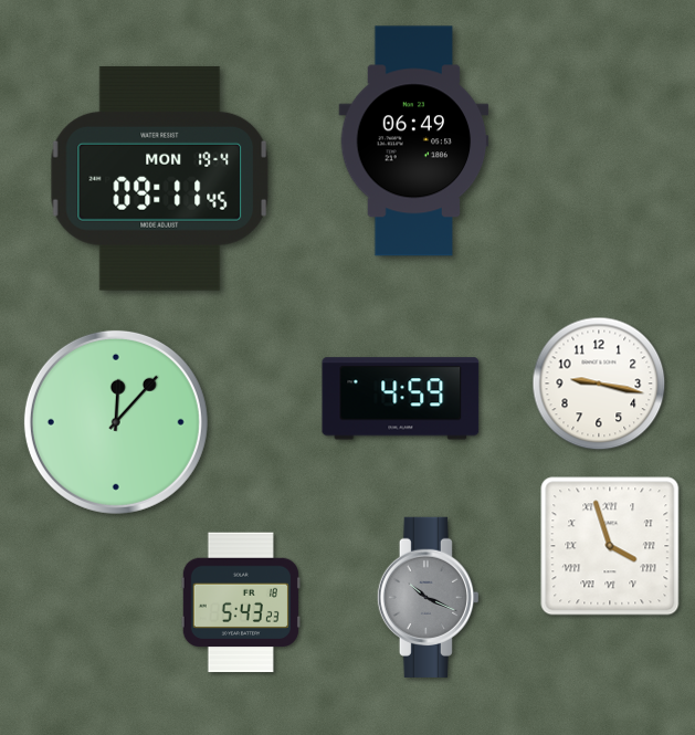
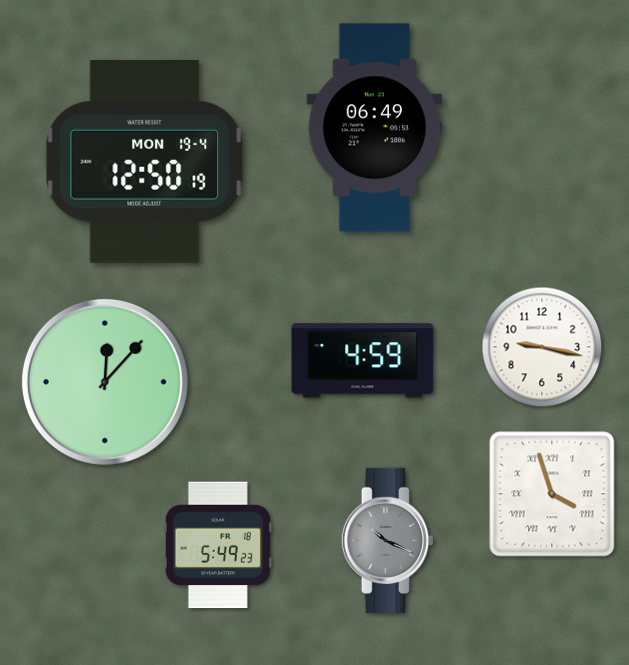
clock at (160, 178): 09:11 -> 12:50
clock at (241, 602): 5:43 -> 5:49
